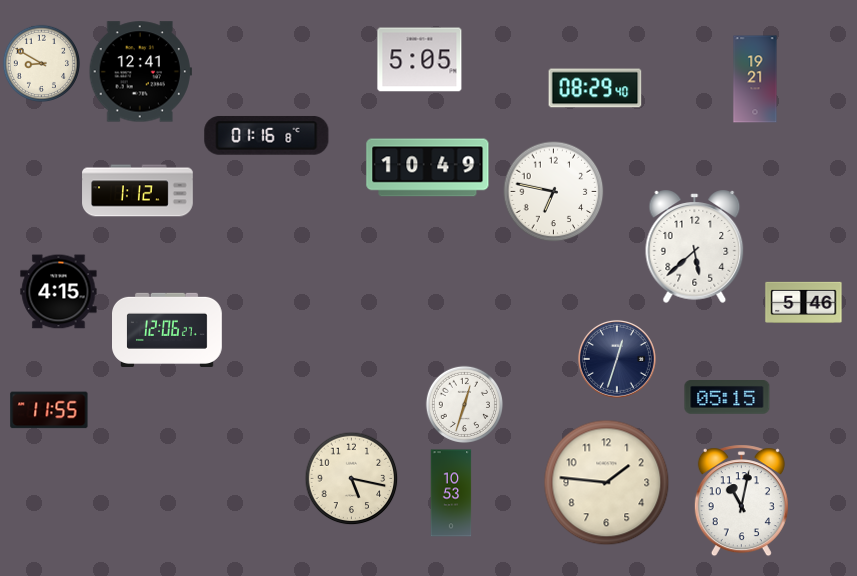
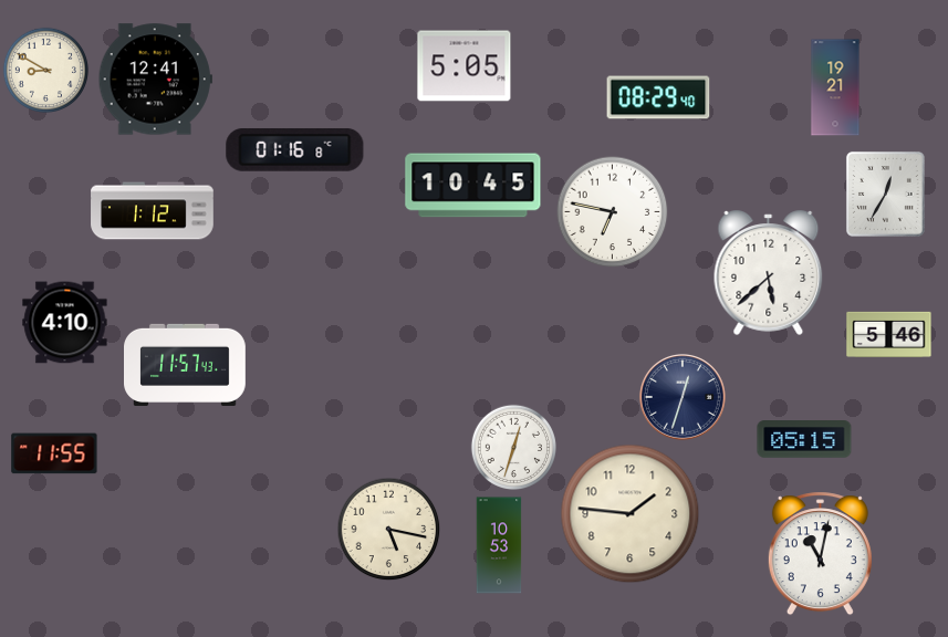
clock at (428, 168): 10:49 -> 10:45
clock at (885, 194): none -> 12:35
clock at (59, 292): 4:15 -> 4:10
clock at (168, 330): 12:06 -> 11:57
clock at (607, 483) position: (607, 483) -> (631, 514)
